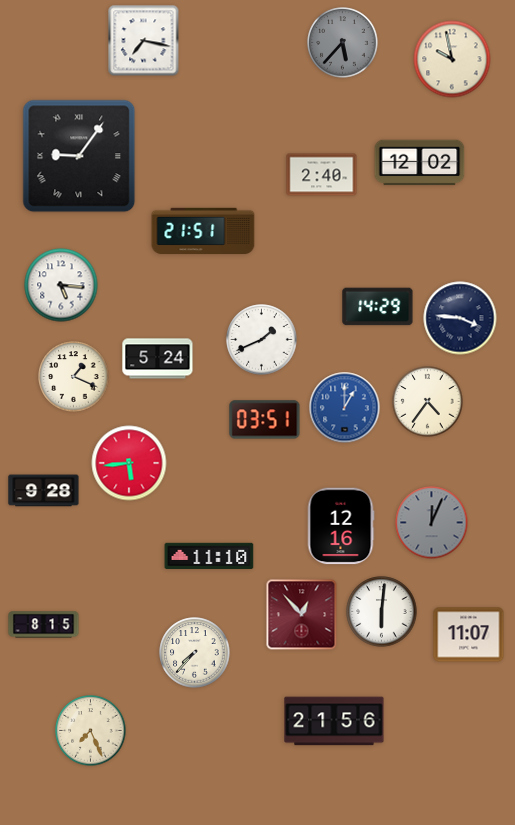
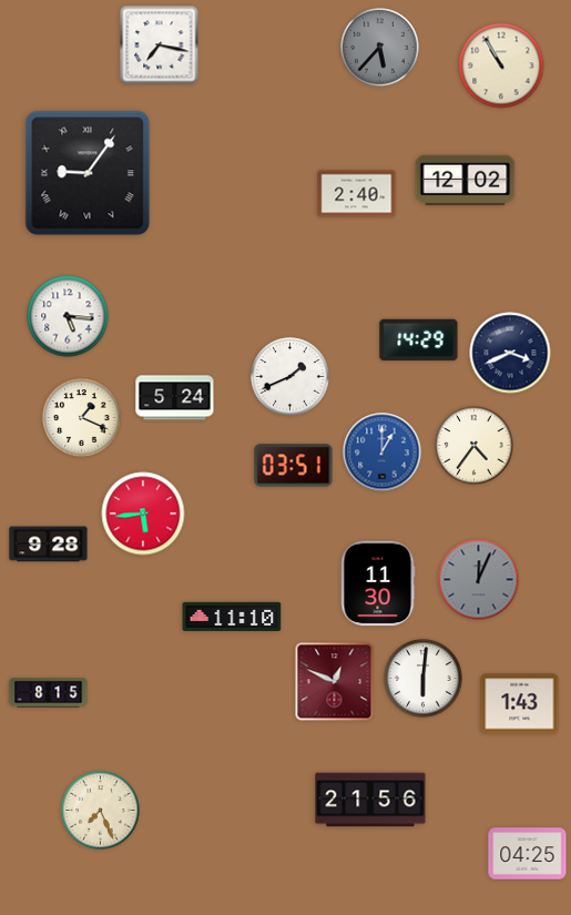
clock at (452, 59): 9:58 -> 10:55
clock at (203, 231): 21:51 -> none
clock at (460, 318): 3:46 -> 3:41
clock at (341, 526): 12:16 -> 11:30
clock at (302, 615): 12:53 -> 12:49
clock at (469, 635): 11:07 -> 1:43
clock at (195, 653): 7:37 -> none
clock at (528, 854): none -> 04:25
